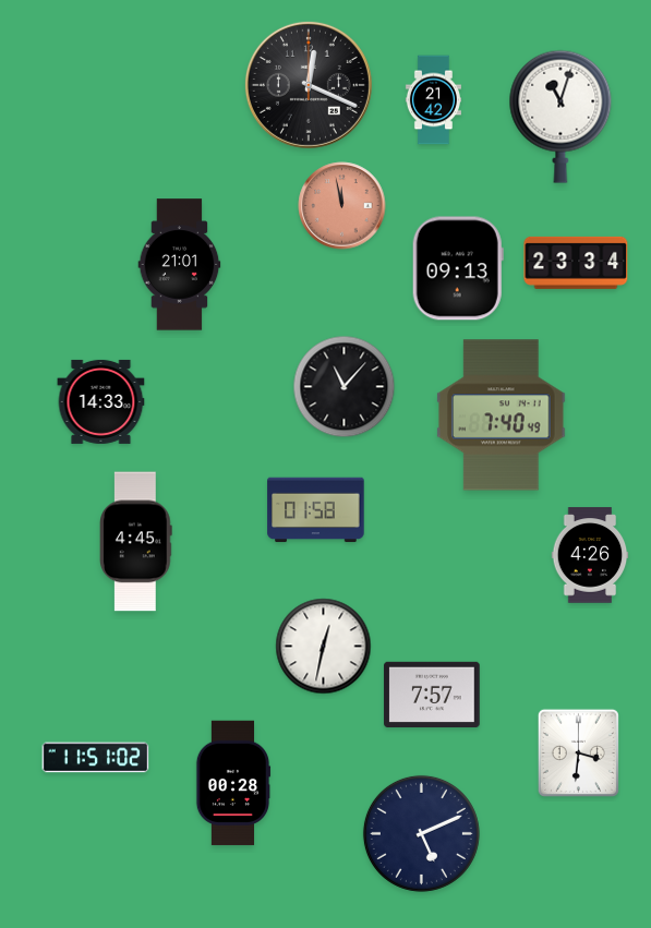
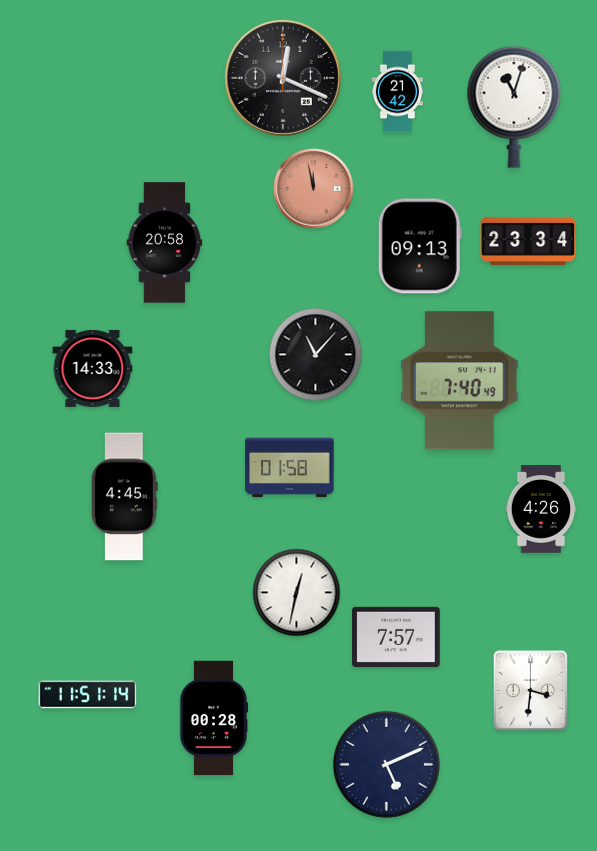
clock at (180, 265): 21:01 -> 20:58
clock at (96, 758): 11:51:02 -> 11:51:14
